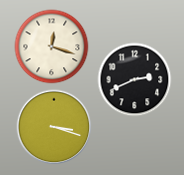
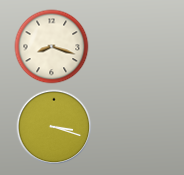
clock at (52, 47): 12:18 -> 8:18
clock at (135, 80): 2:41 -> none
